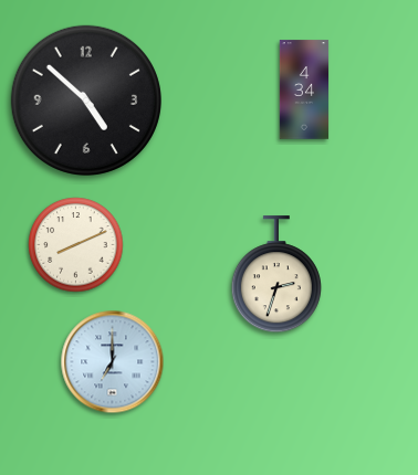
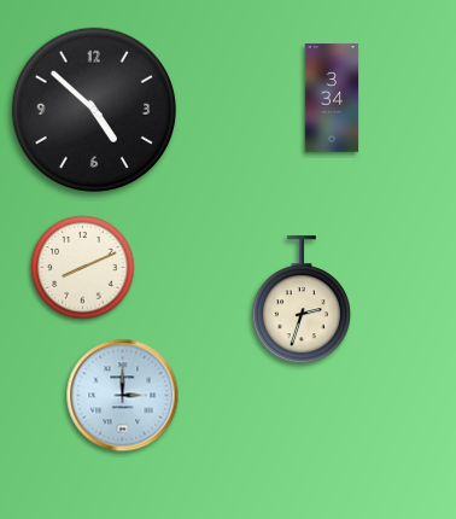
clock at (304, 89): 4:34 -> 3:34
clock at (113, 362): 7:00 -> 3:00
